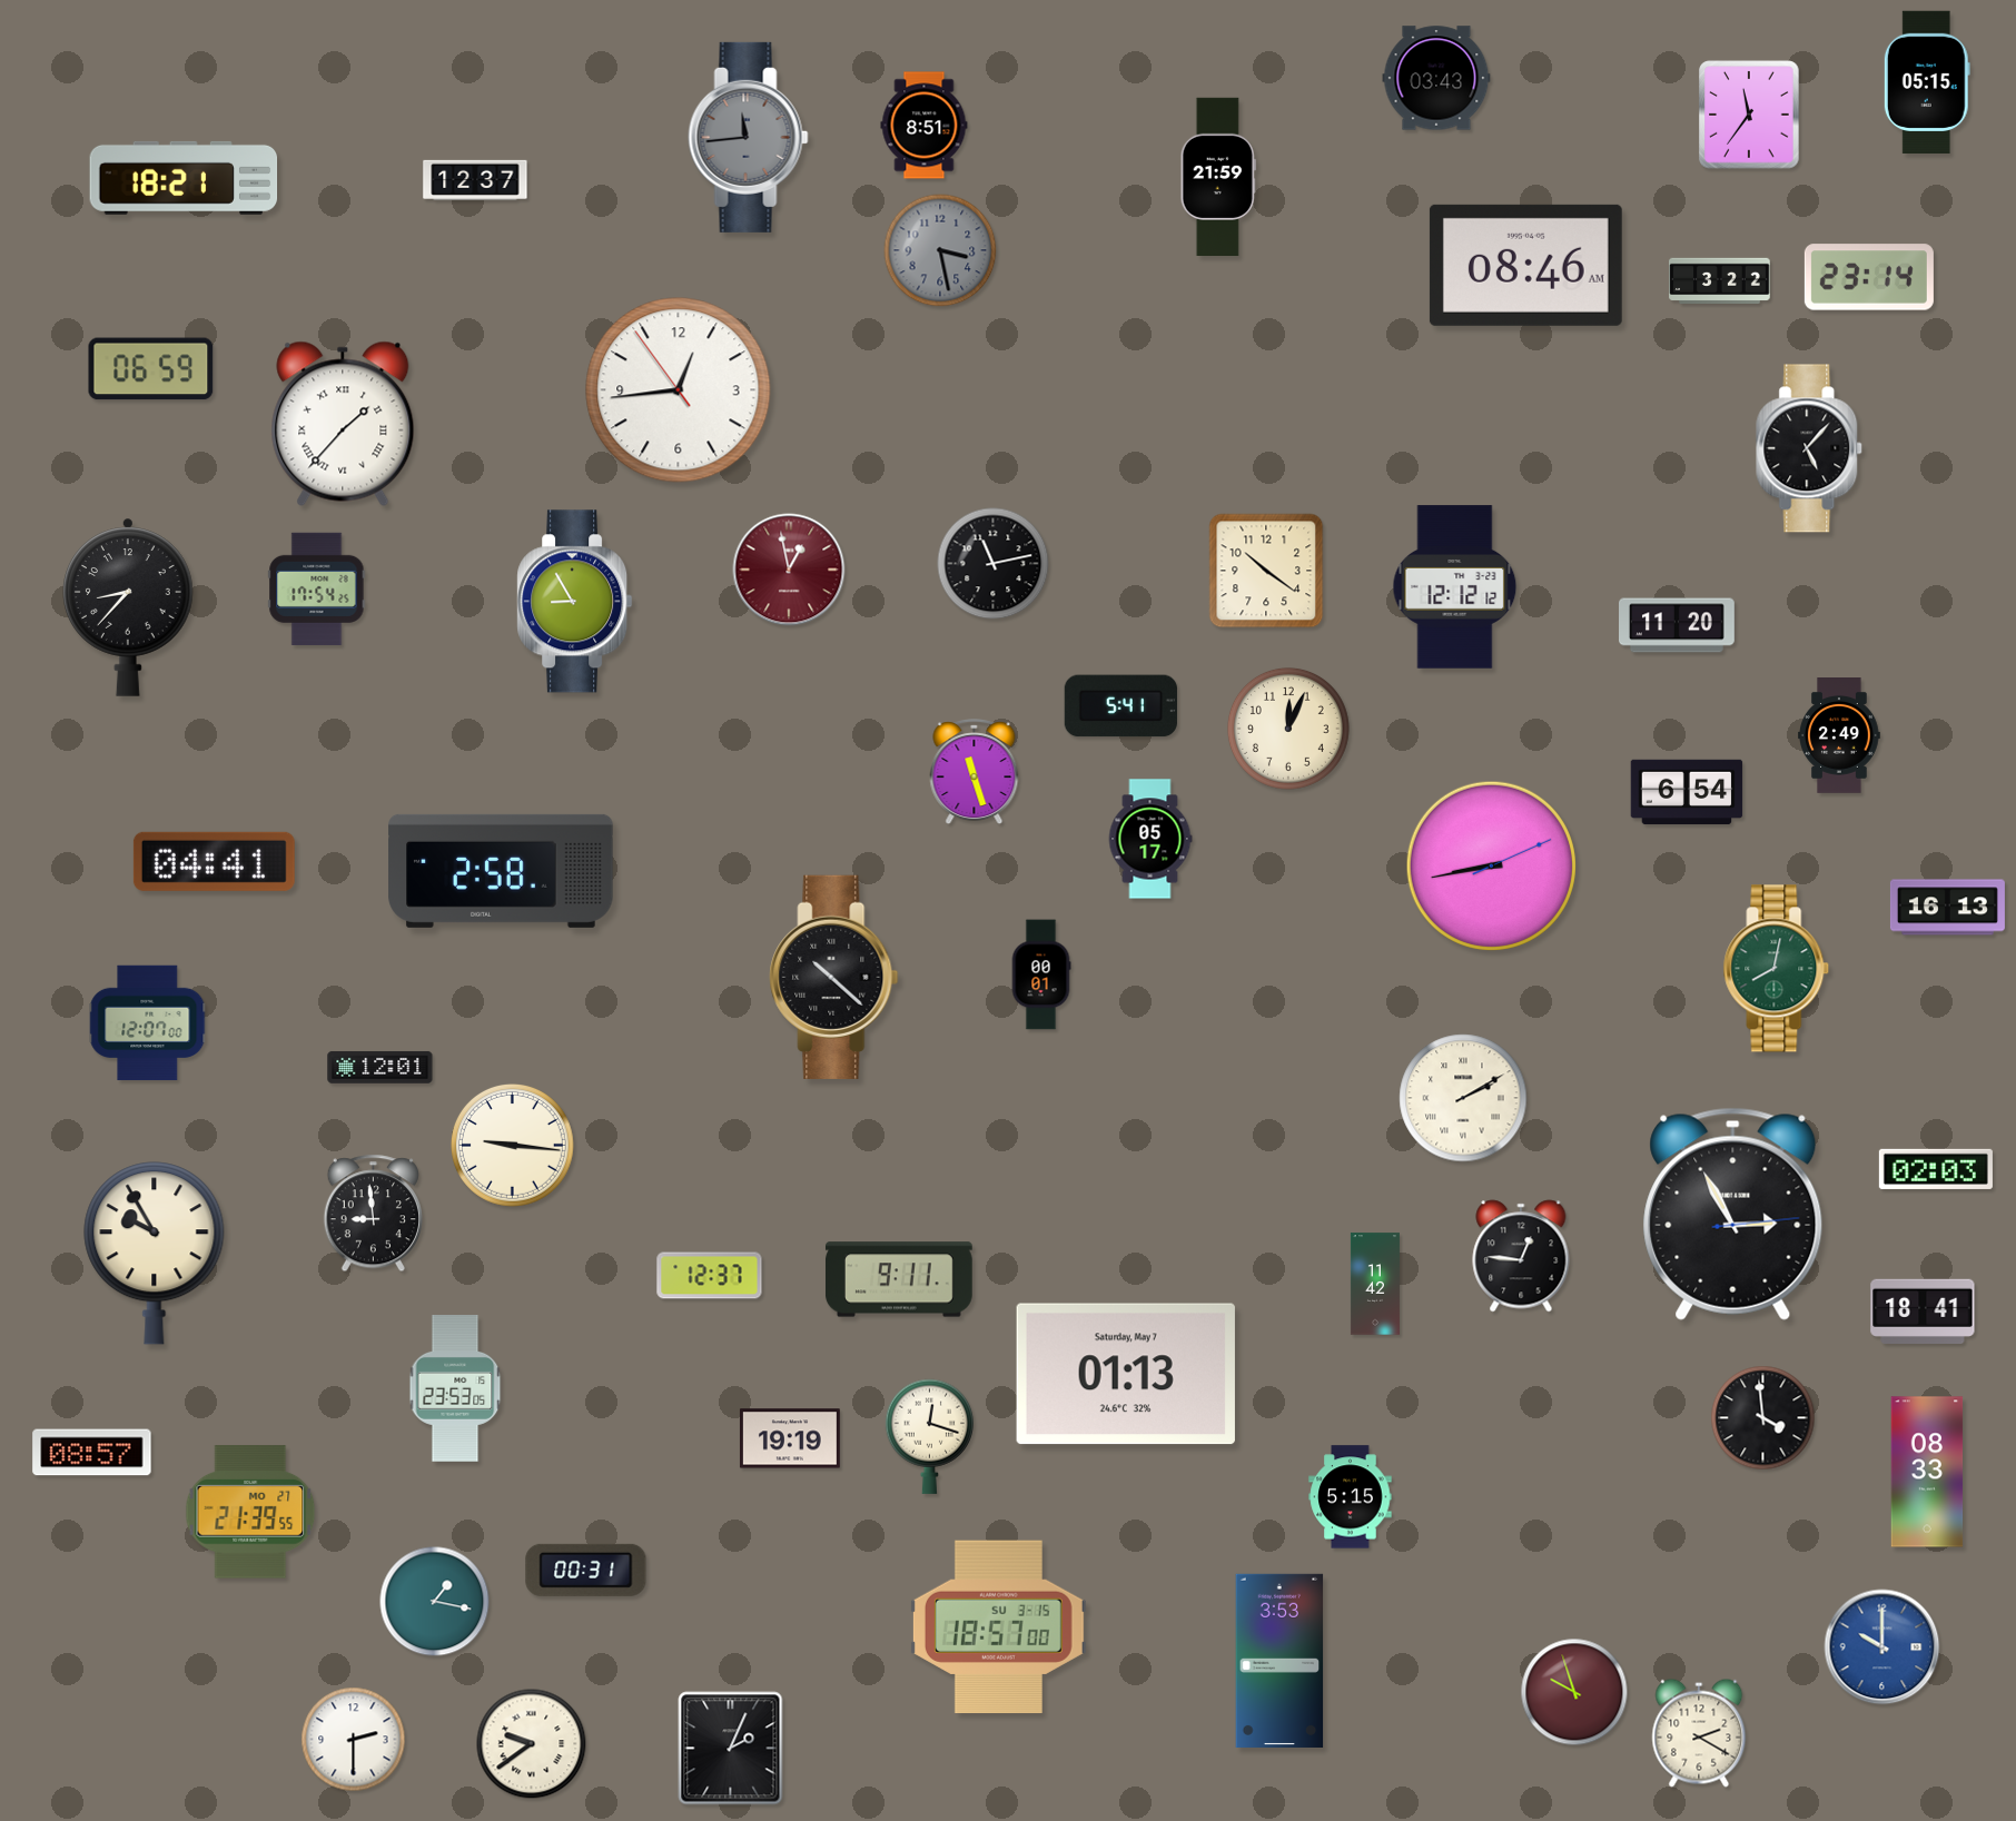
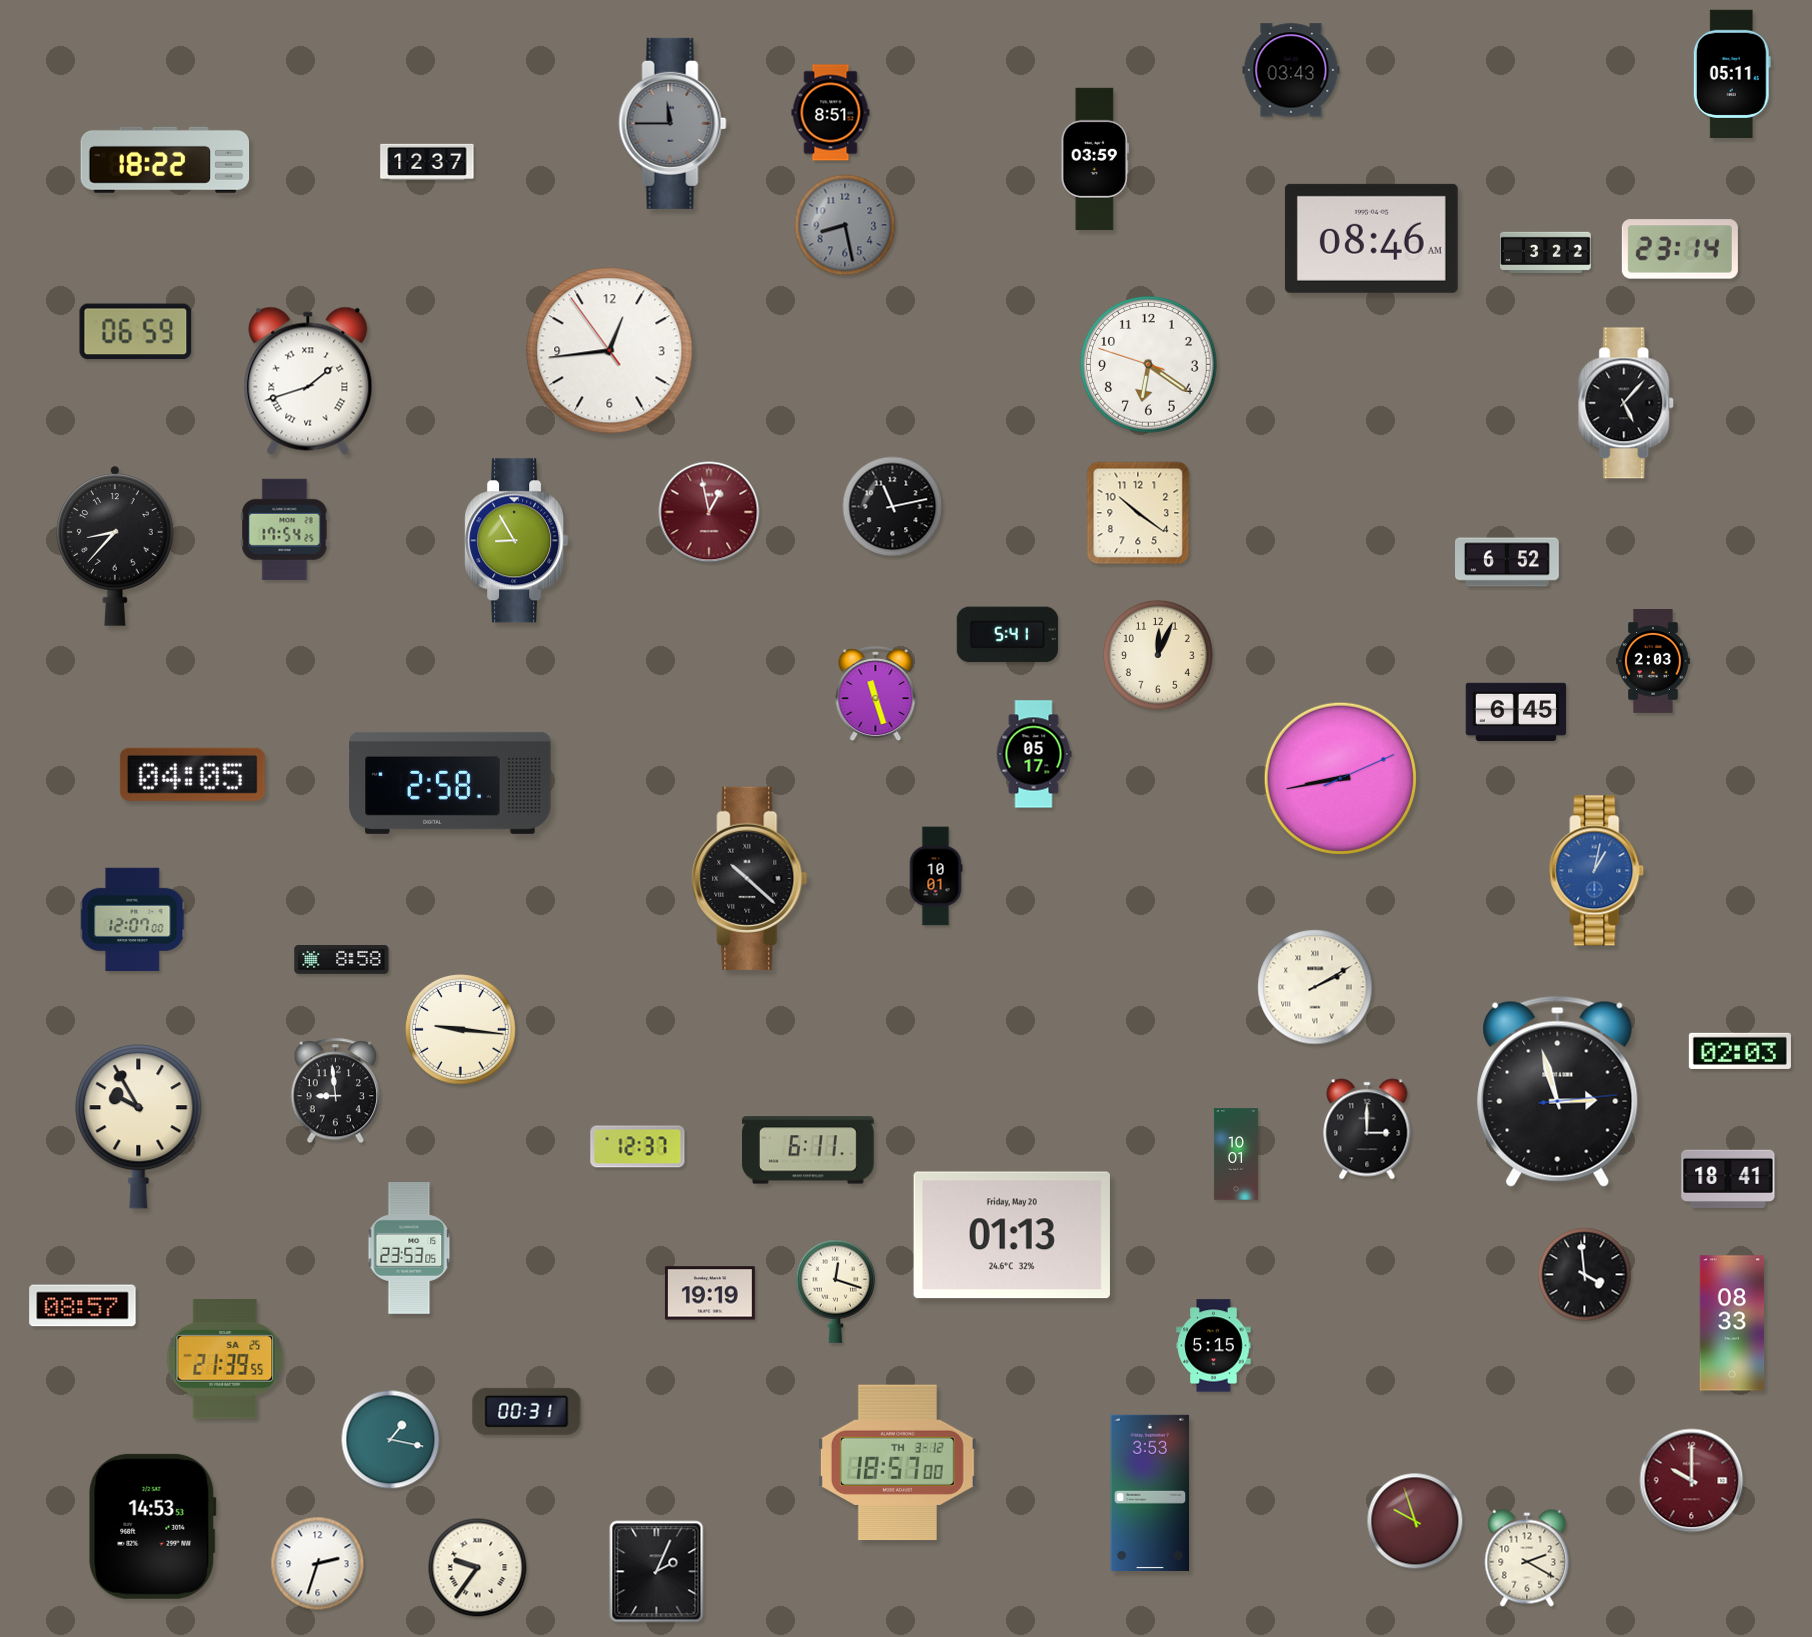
clock at (1927, 81): 05:15 -> 05:11
clock at (1749, 115): 11:36 -> none
clock at (749, 137): 11:44 -> 11:45
clock at (1218, 176): 21:59 -> 03:59
clock at (184, 178): 18:21 -> 18:22
clock at (940, 250): 3:28 -> 8:28
clock at (1149, 365): none -> 6:20
clock at (343, 424): 1:37 -> 1:42
clock at (1455, 587): 12:12 -> none
clock at (1678, 625): 11:20 -> 6:52
clock at (1840, 736): 2:49 -> 2:03
clock at (1687, 792): 6:54 -> 6:45
clock at (214, 861): 04:41 -> 04:05
clock at (1947, 908): 16:13 -> none
clock at (1777, 969): 8:02 -> 1:02
clock at (1777, 969) dial: green -> blue
clock at (1041, 974): 00:01 -> 10:01
clock at (381, 1067): 12:01 -> 8:58
clock at (1733, 1214): 2:55 -> 2:57
clock at (1521, 1256): 12:46 -> 3:00
clock at (899, 1279): 9:11 -> 6:11
clock at (1375, 1284): 11:42 -> 10:01
clock at (1126, 1374) date: Saturday, May 7 -> Friday, May 20
clock at (250, 1512) date: MO 27 -> SA 25
clock at (998, 1627) date: SU 3-15 -> TH 3-12
clock at (1882, 1647) dial: blue -> burgundy
clock at (153, 1526): none -> 14:53
clock at (354, 1740): 2:30 -> 2:33
clock at (532, 1744): 9:39 -> 9:36
